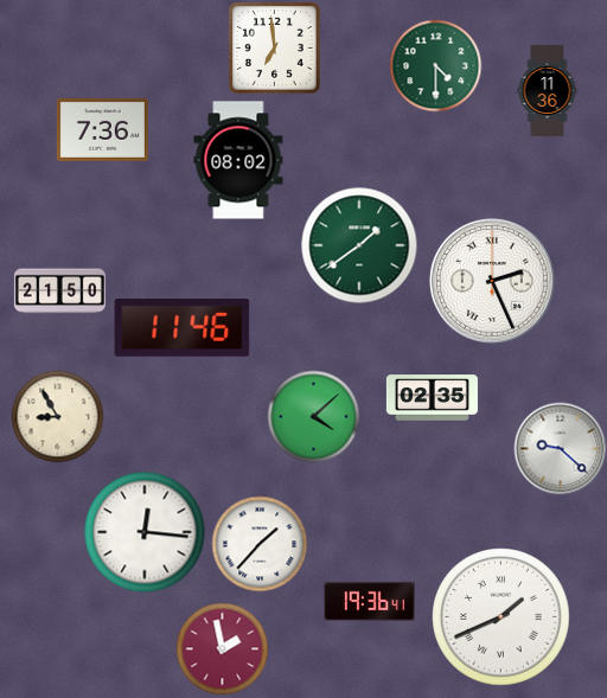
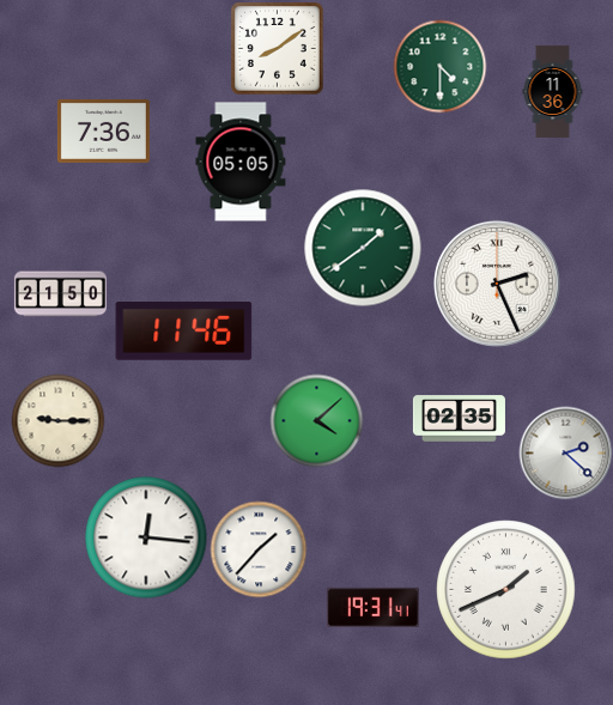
clock at (274, 47): 6:59 -> 8:09
clock at (238, 160): 08:02 -> 05:05
clock at (432, 398) position: (432, 398) -> (459, 419)
clock at (57, 416): 8:55 -> 9:15
clock at (560, 448): 9:22 -> 2:22
clock at (260, 544) position: (260, 544) -> (259, 549)
clock at (369, 601): 19:36 -> 19:31
clock at (501, 617) position: (501, 617) -> (506, 590)
clock at (222, 648): 1:58 -> none
